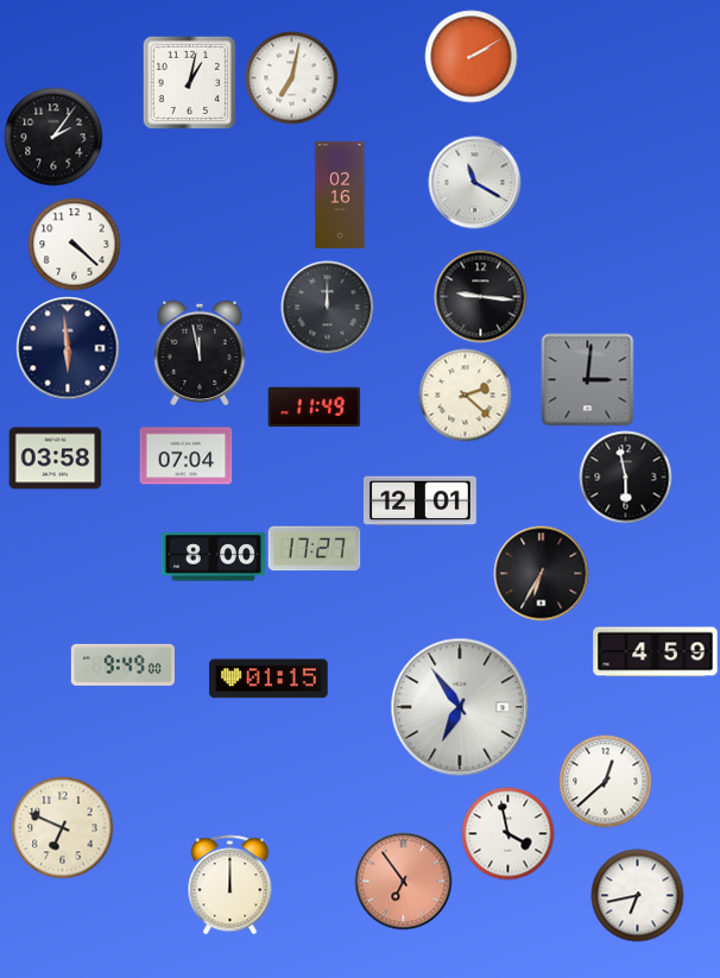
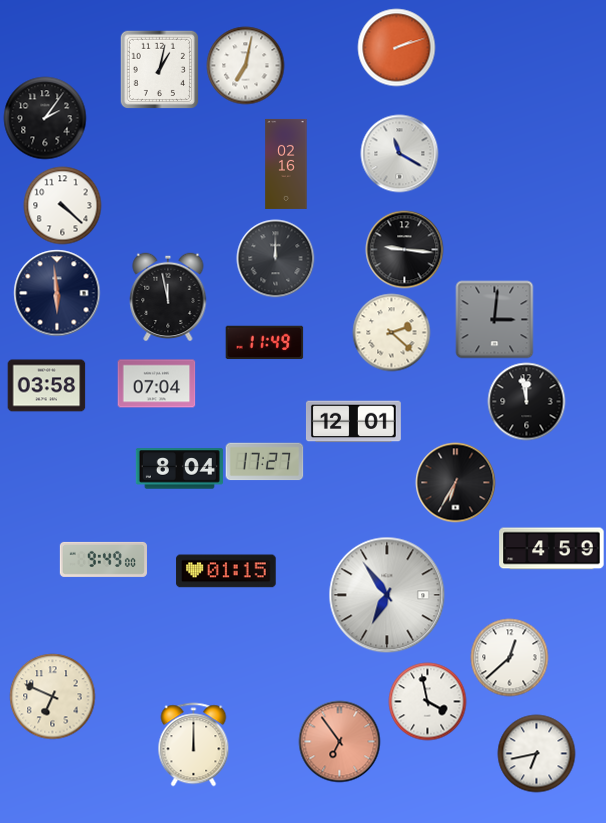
clock at (470, 56): 2:10 -> 2:12
clock at (53, 137) position: (53, 137) -> (45, 118)
clock at (625, 477): 5:58 -> 11:58
clock at (213, 557): 8:00 -> 8:04
